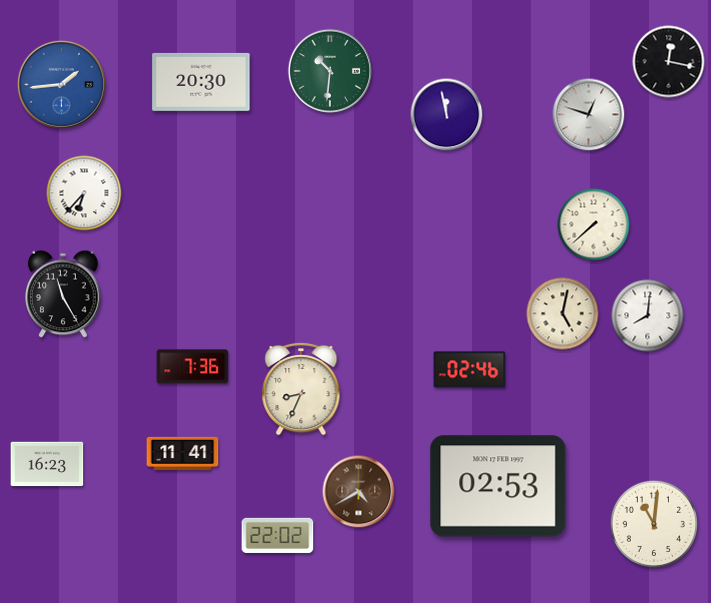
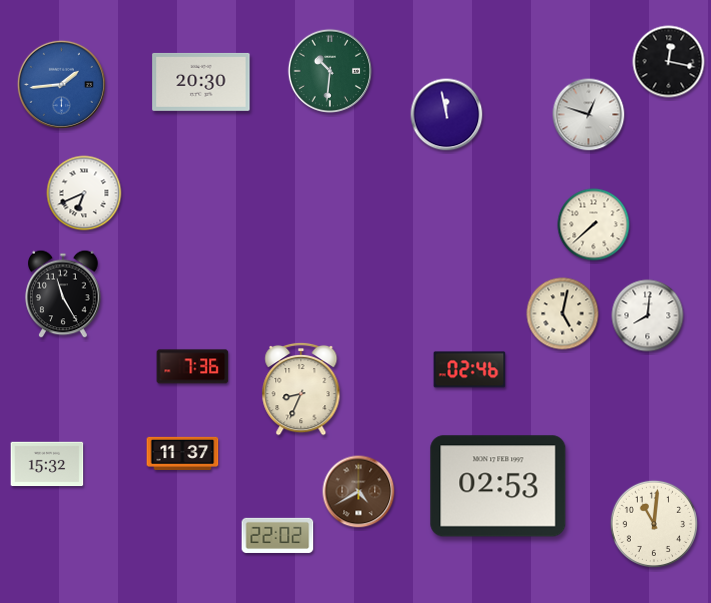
clock at (84, 193): 6:37 -> 6:41
clock at (183, 453): 11:41 -> 11:37
clock at (47, 464): 16:23 -> 15:32
